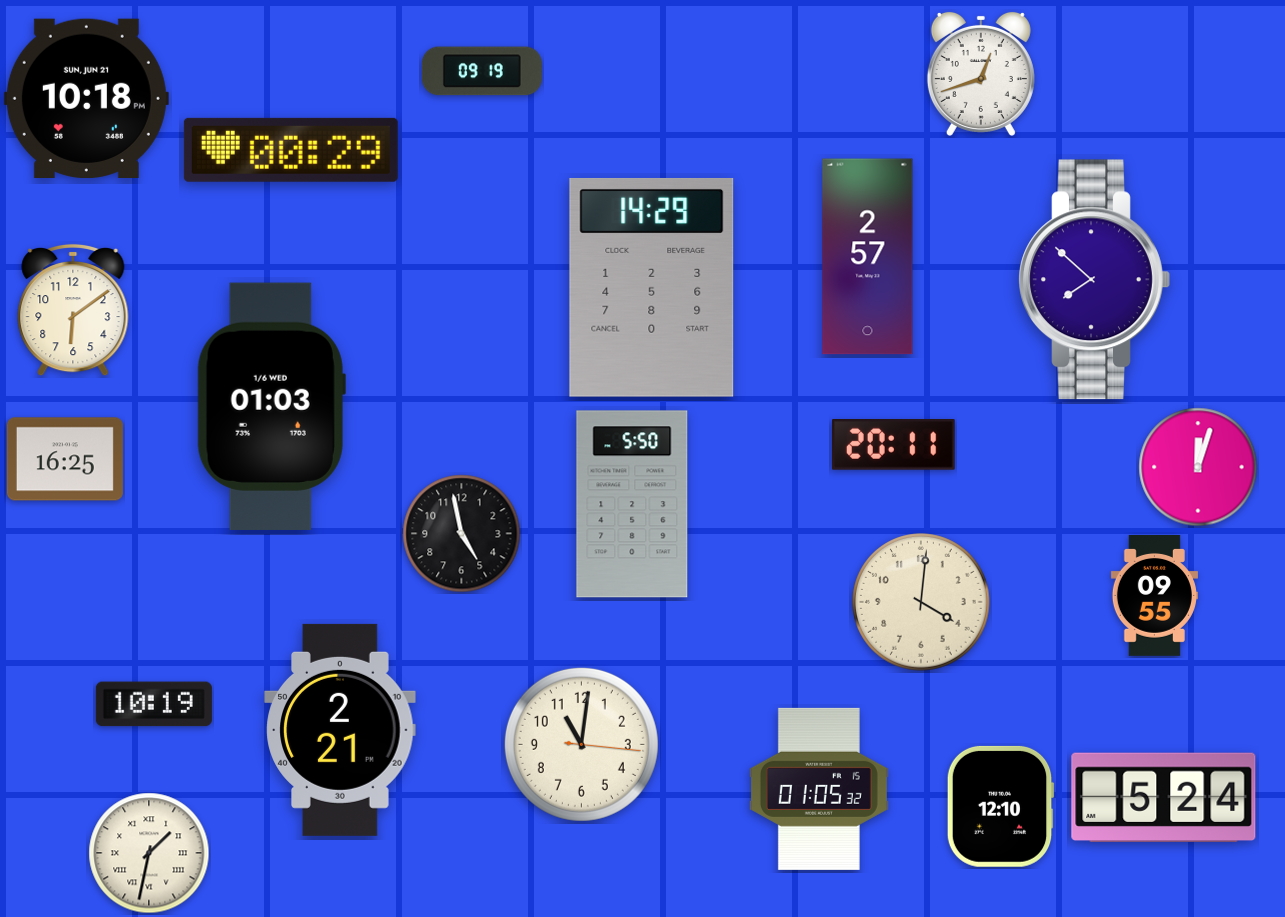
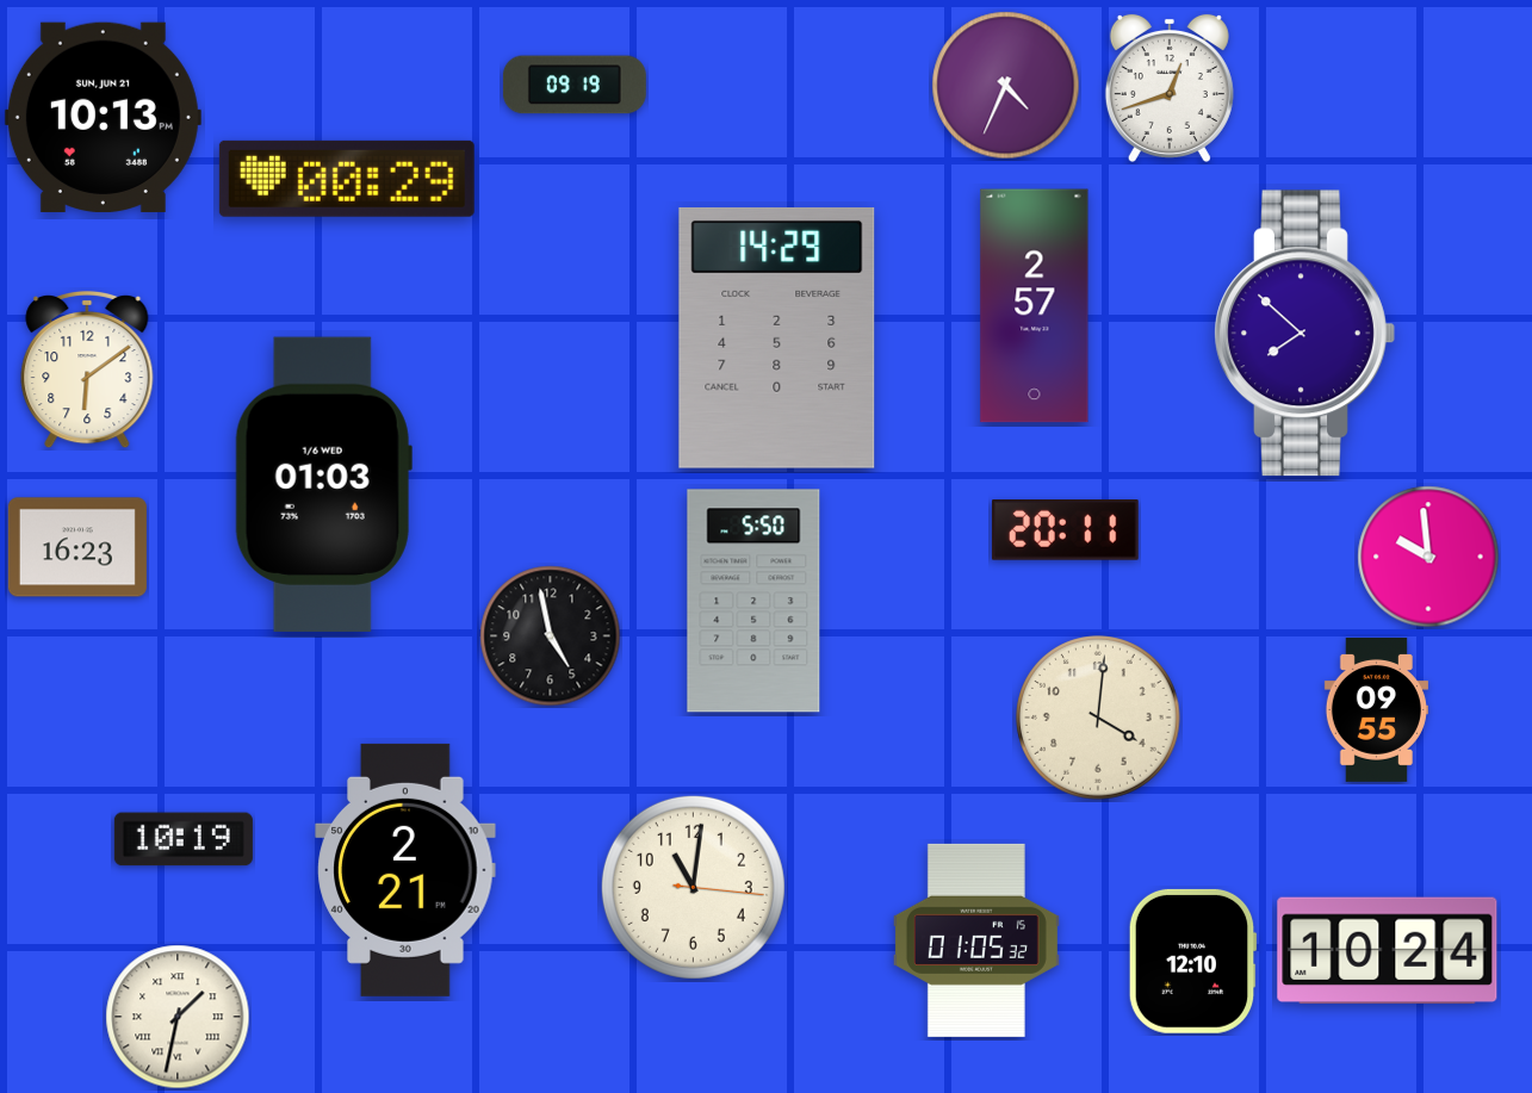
clock at (1006, 86): none -> 4:34
clock at (86, 98): 10:18 -> 10:13
clock at (652, 287) position: (652, 287) -> (777, 337)
clock at (65, 459): 16:25 -> 16:23
clock at (1198, 467): 12:03 -> 9:59
clock at (1164, 797): 5:24 -> 10:24
